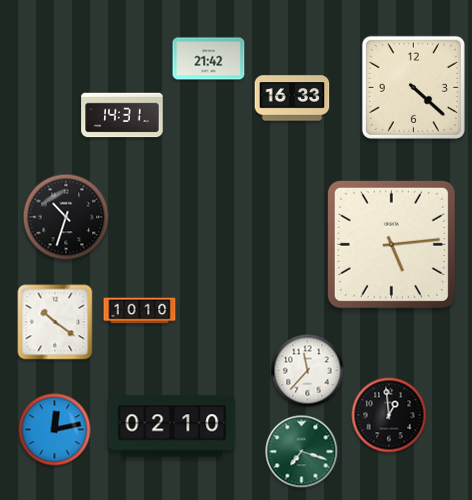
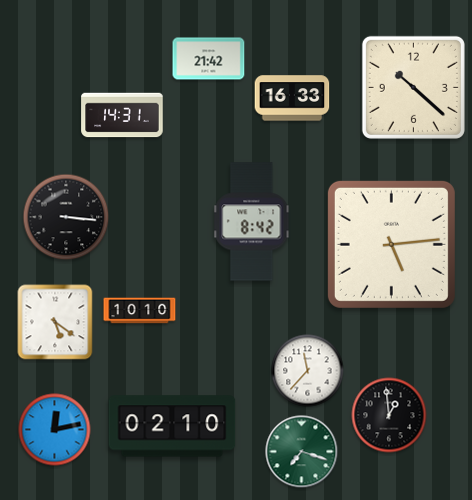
clock at (413, 87): 4:22 -> 10:22
clock at (66, 217): 10:33 -> 3:16
clock at (252, 222): none -> 8:42
clock at (55, 322): 10:21 -> 5:21
